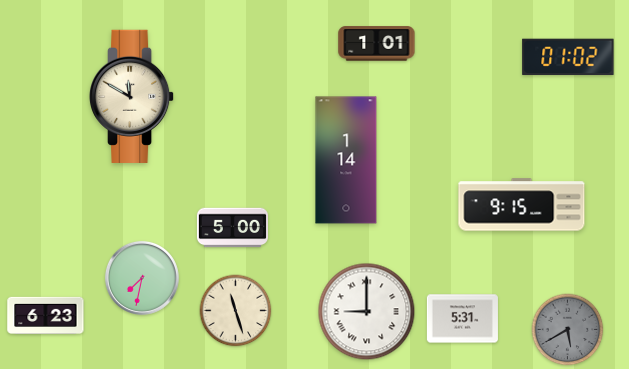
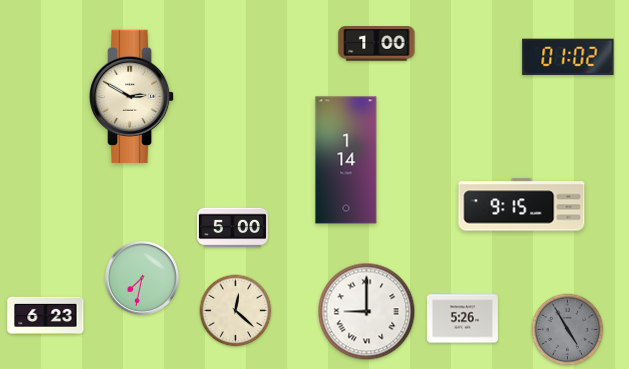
clock at (377, 44): 1:01 -> 1:00
clock at (132, 96): 11:50 -> 2:50
clock at (236, 311): 11:27 -> 12:22
clock at (462, 319): 5:31 -> 5:26
clock at (568, 330): 5:40 -> 4:55
